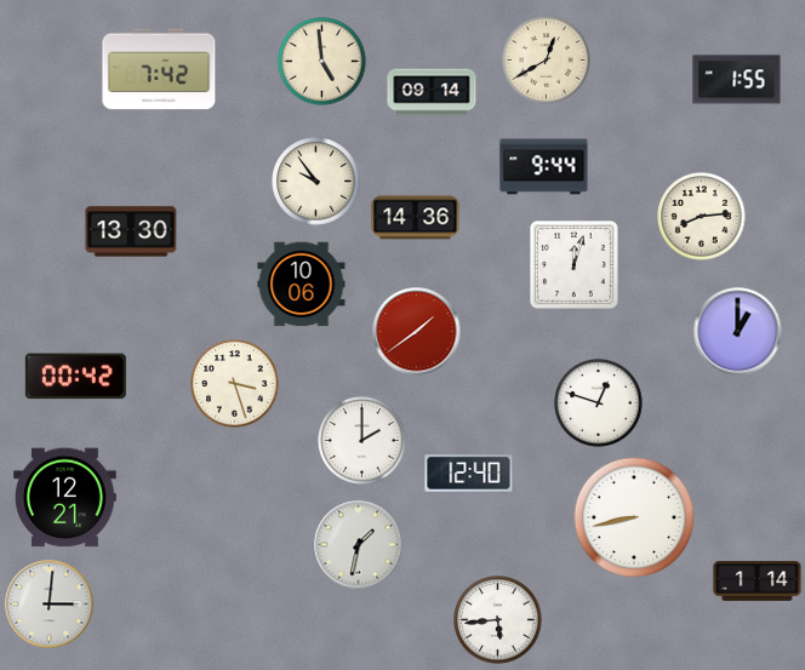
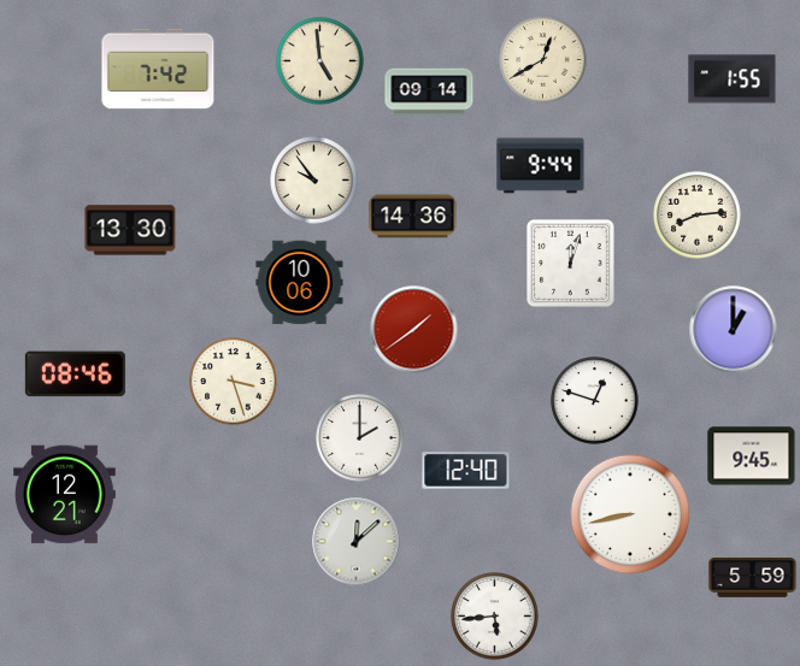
clock at (75, 377): 00:42 -> 08:46
clock at (752, 456): none -> 9:45
clock at (359, 545): 1:32 -> 12:08
clock at (758, 582): 1:14 -> 5:59
clock at (50, 605): 3:01 -> none
